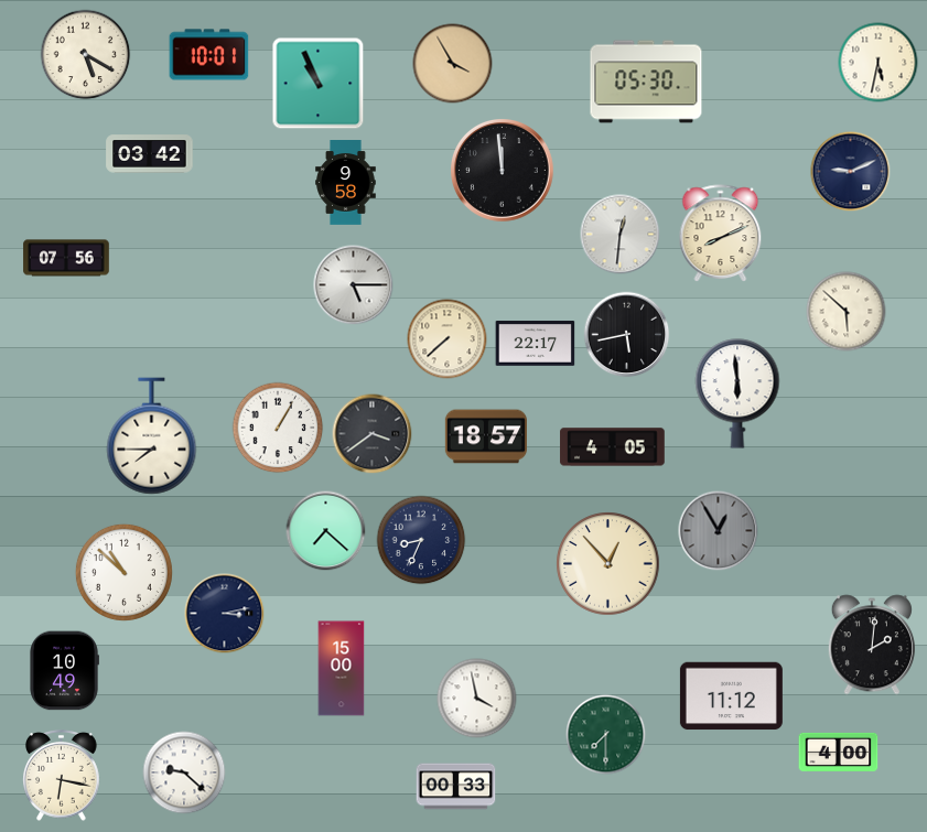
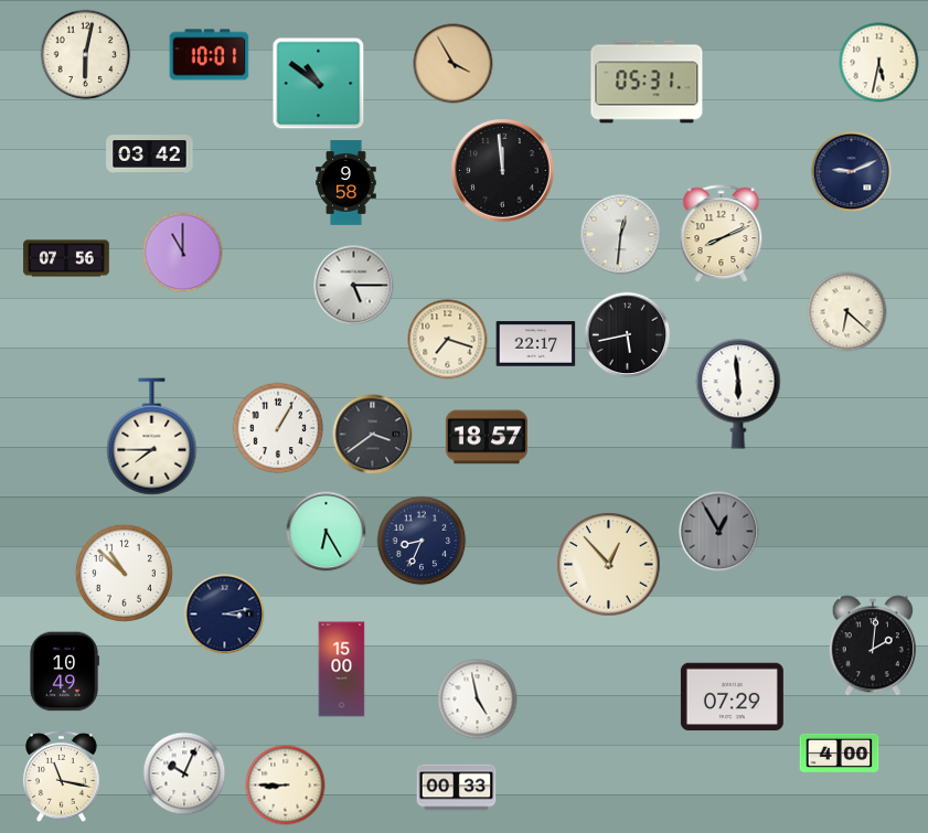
clock at (86, 55): 5:20 -> 6:02
clock at (646, 82): 05:30 -> 05:31
clock at (319, 84): 10:56 -> 10:51
clock at (183, 253): none -> 11:00
clock at (847, 312): 5:52 -> 6:22
clock at (448, 339): 7:38 -> 7:18
clock at (613, 447): 4:05 -> none
clock at (326, 531): 7:22 -> 6:25
clock at (731, 696): 11:12 -> 07:29
clock at (477, 699): 3:58 -> 4:58
clock at (606, 735): 7:30 -> none
clock at (184, 772): 9:22 -> 10:04
clock at (62, 775): 6:17 -> 11:17
clock at (286, 786): none -> 8:45
